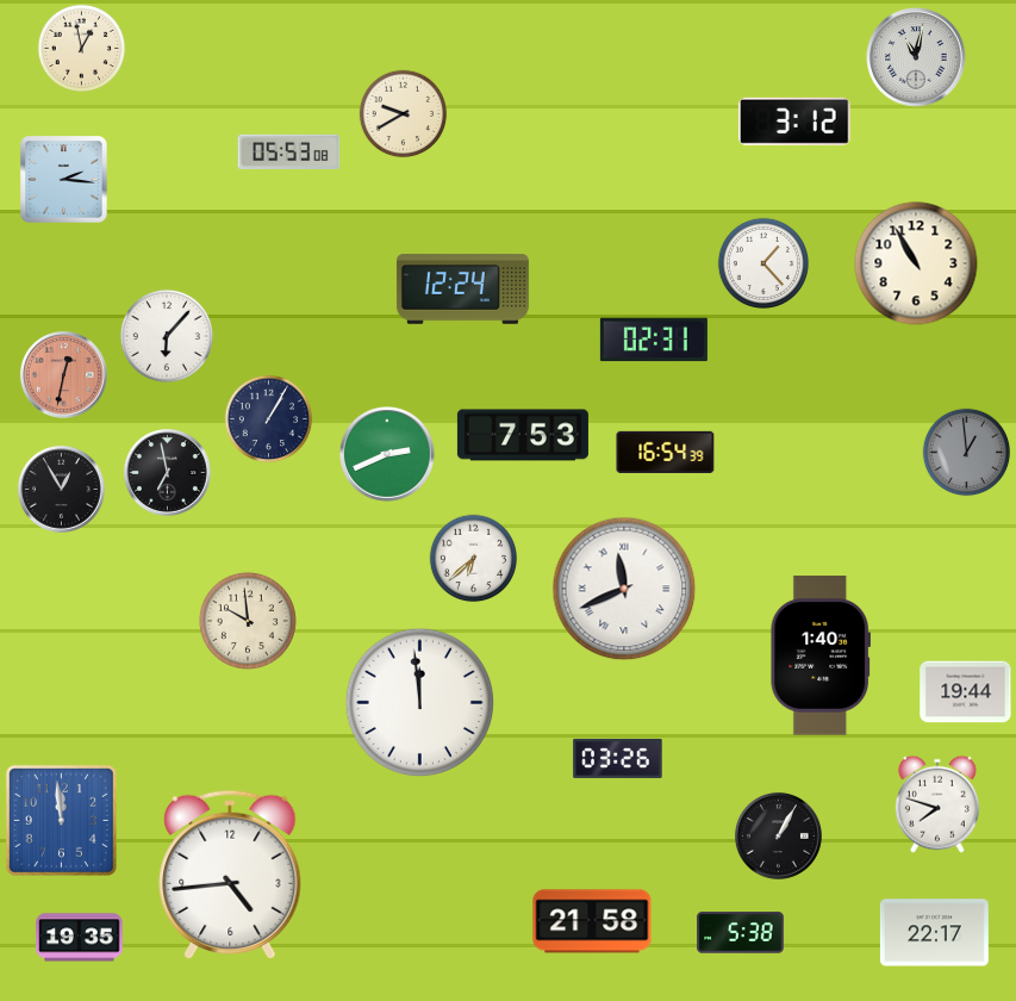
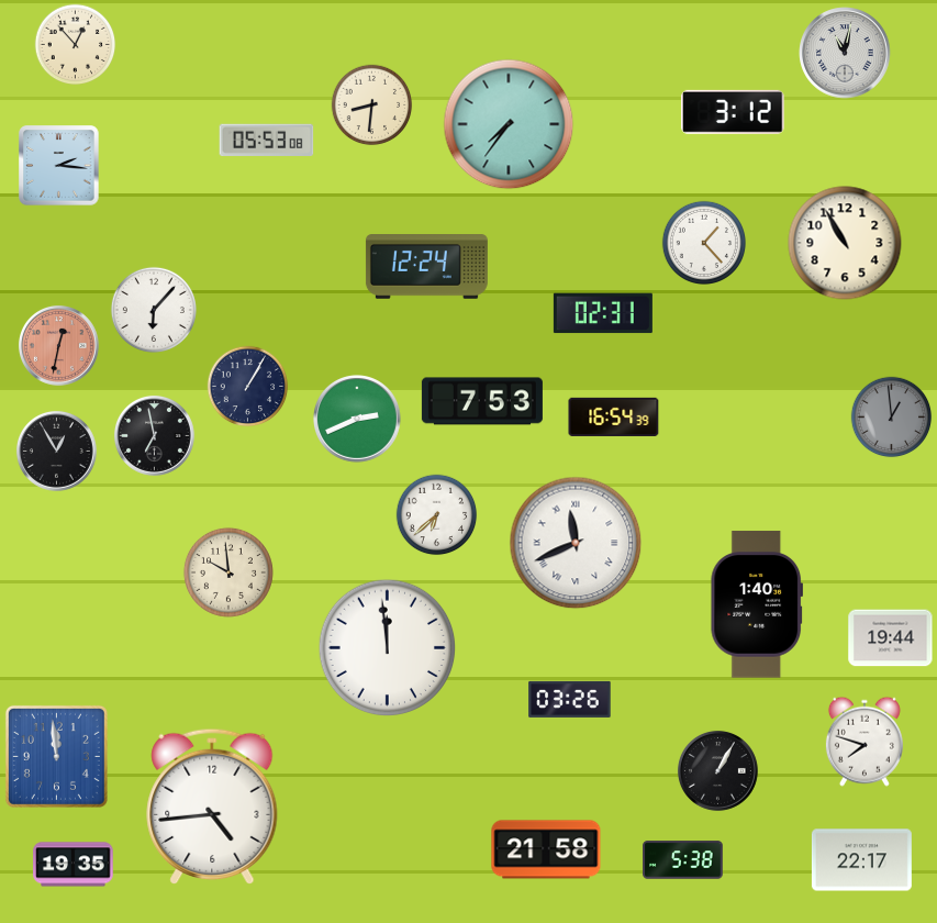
clock at (82, 49): 12:58 -> 12:53
clock at (404, 114): 9:40 -> 8:31
clock at (509, 124): none -> 7:36
